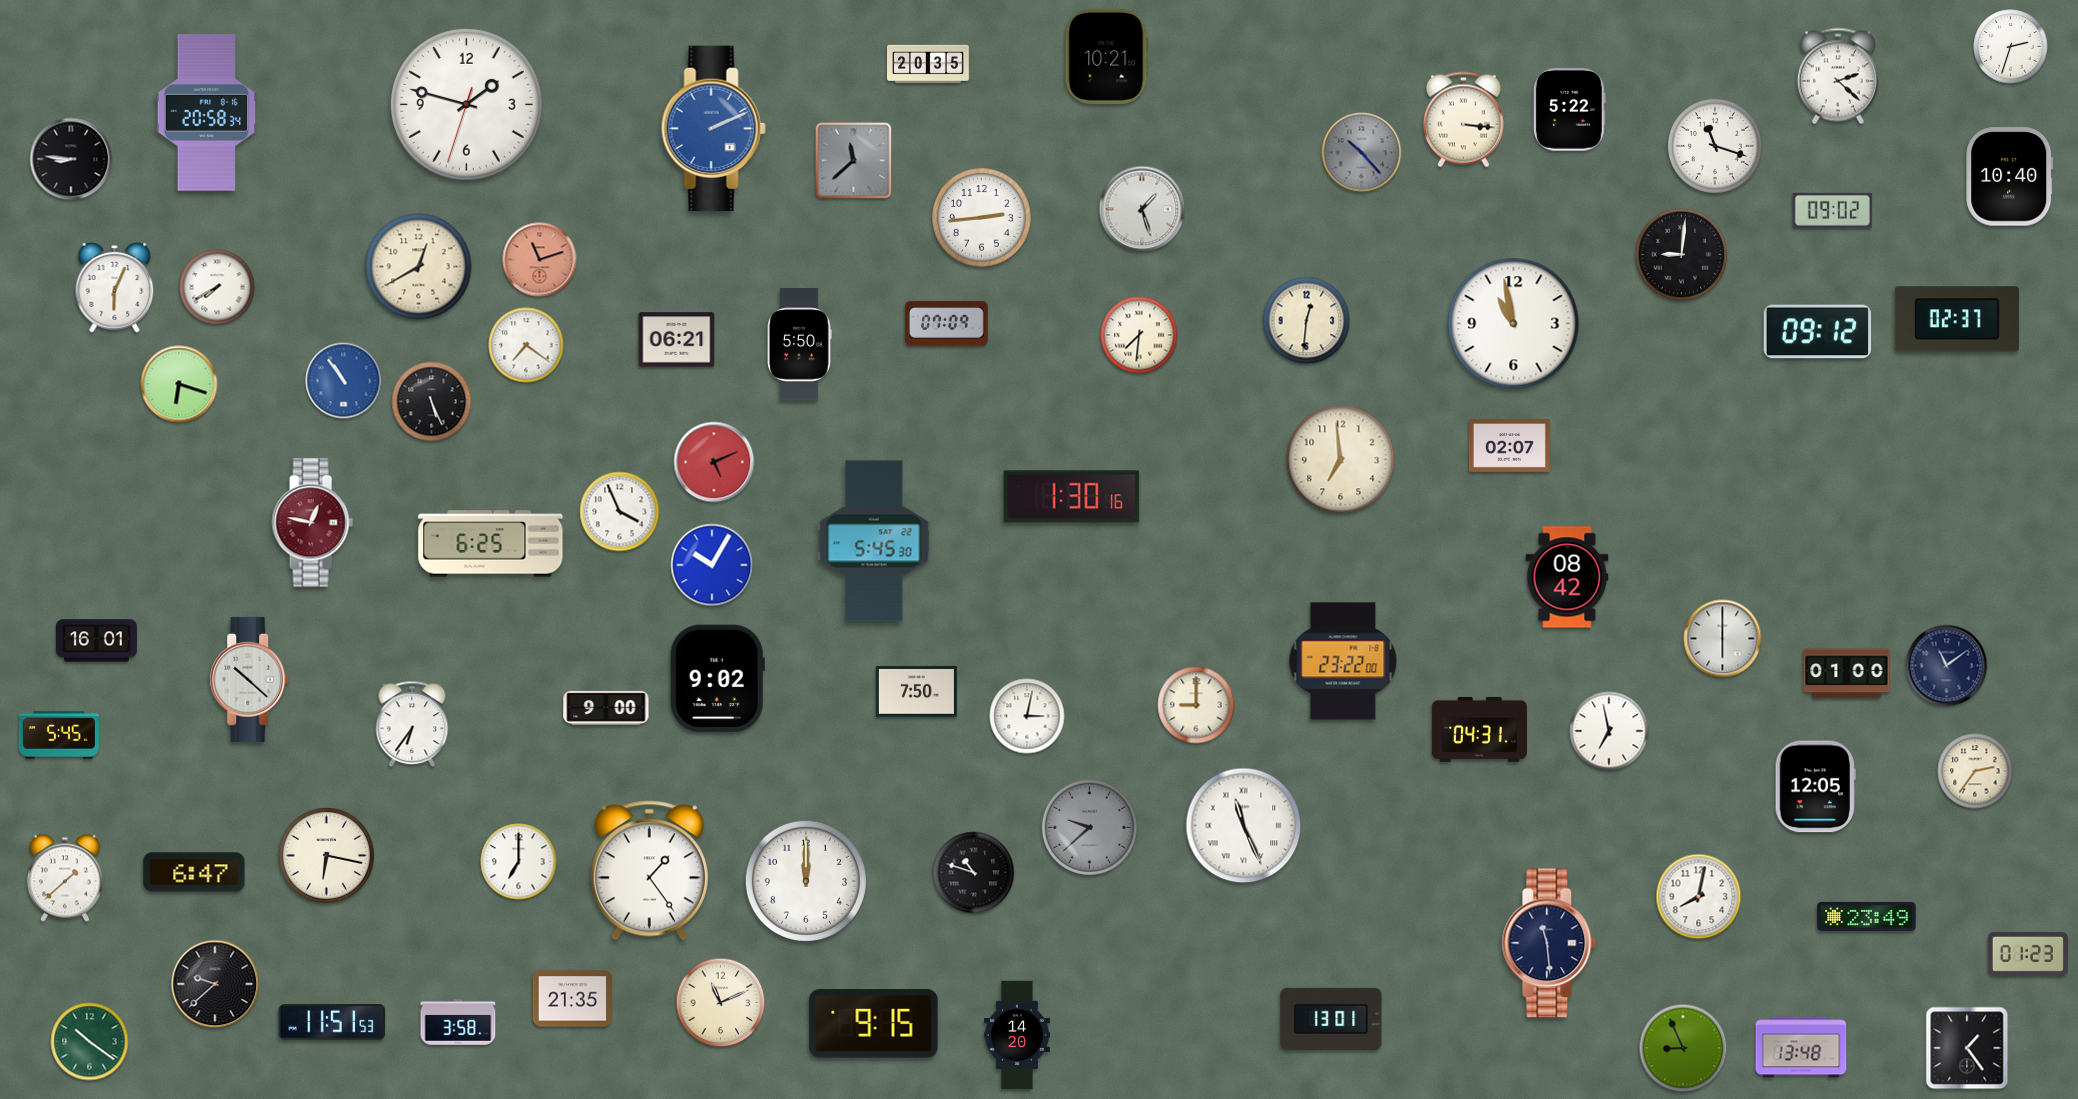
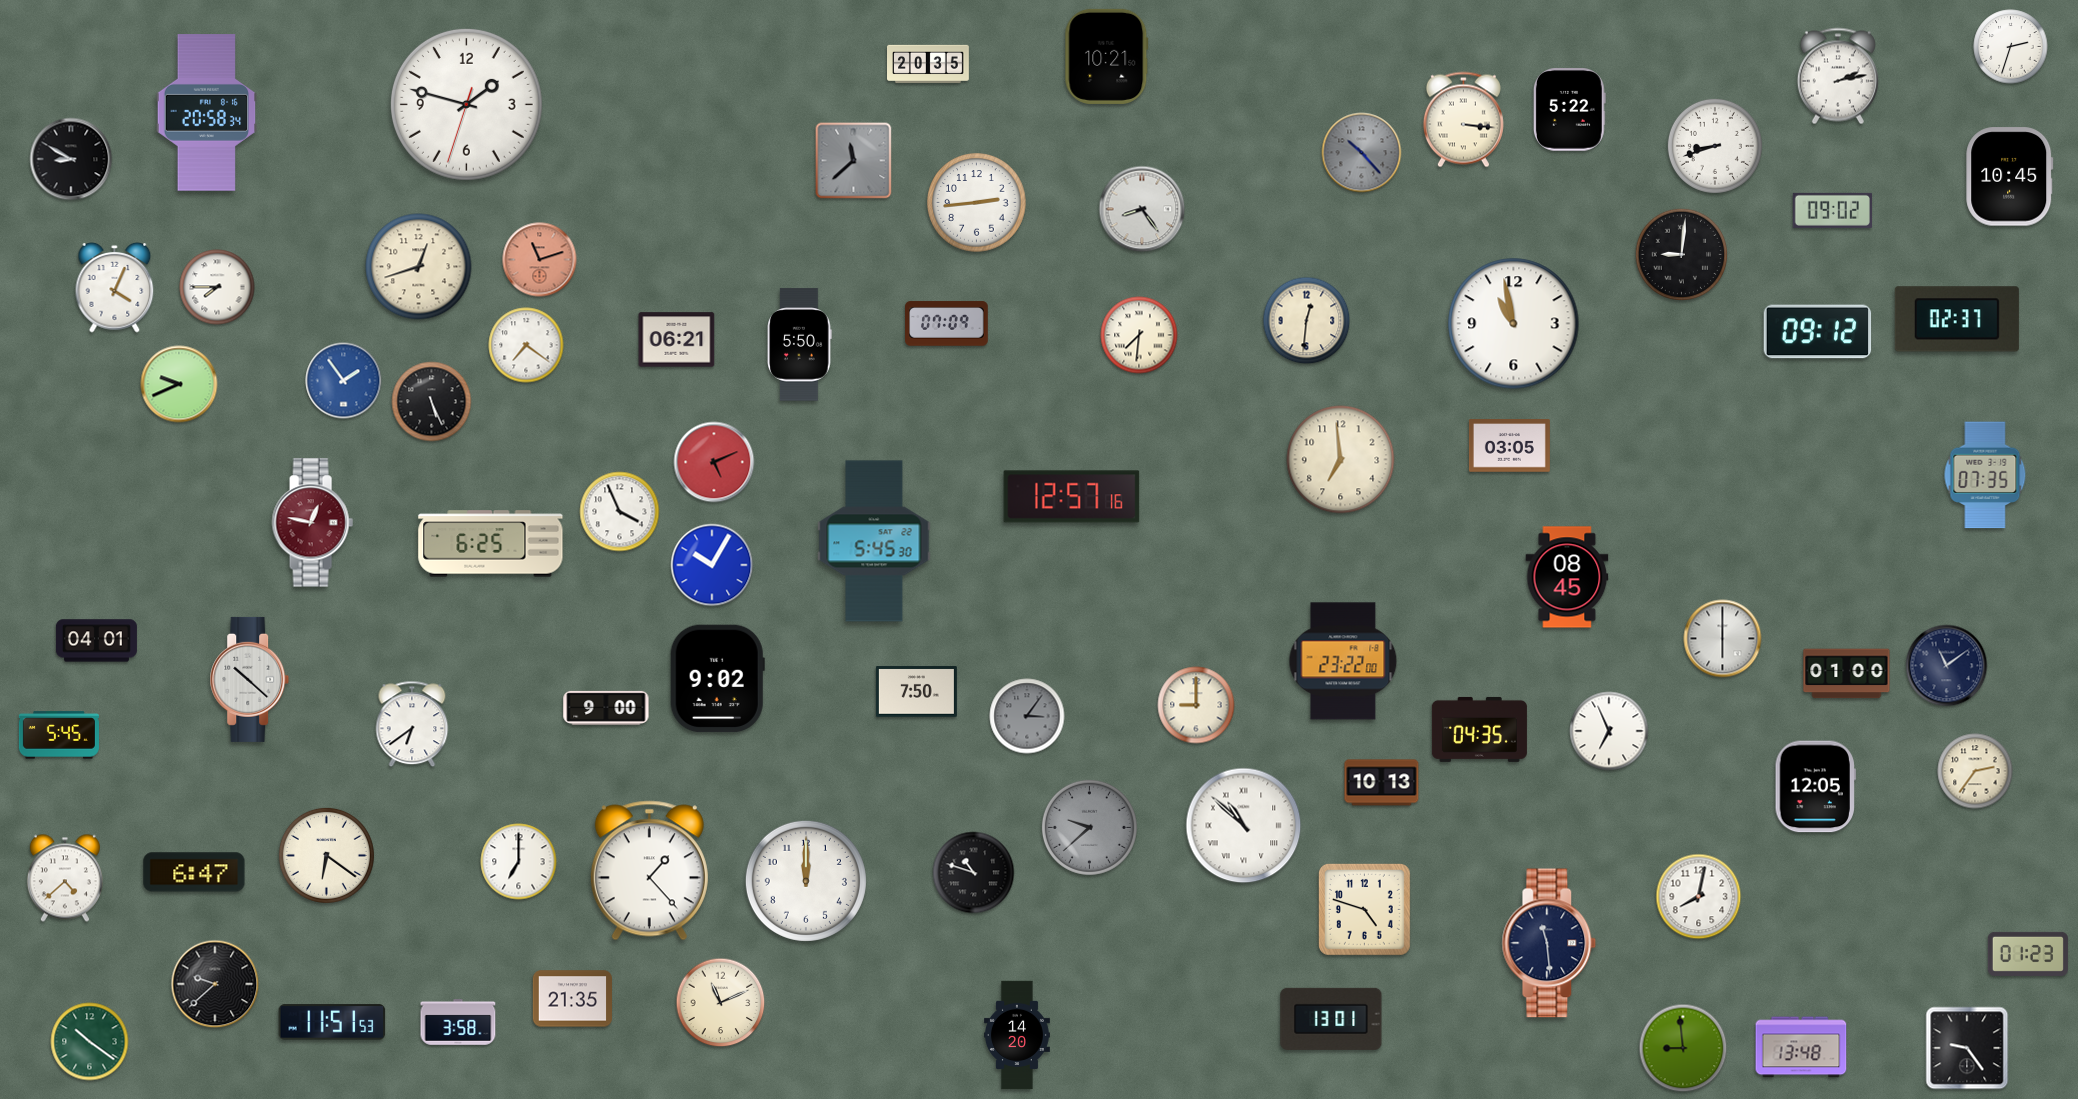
clock at (1838, 76): 2:22 -> 2:13
clock at (713, 129): 2:11 -> none
clock at (1715, 146): 11:18 -> 8:42
clock at (71, 159): 8:46 -> 8:50
clock at (2010, 177): 10:40 -> 10:45
clock at (1142, 209): 1:27 -> 8:24
clock at (982, 218) position: (982, 218) -> (977, 203)
clock at (419, 267): 12:40 -> 12:42
clock at (217, 287): 7:40 -> 7:45
clock at (115, 288): 6:04 -> 4:04
clock at (344, 381): 10:54 -> 1:54
clock at (179, 384): 6:18 -> 9:41
clock at (1509, 446): 02:07 -> 03:05
clock at (1985, 475): none -> 07:35
clock at (1072, 497): 1:30 -> 12:57
clock at (1567, 577): 08:42 -> 08:45
clock at (96, 641): 16:01 -> 04:01
clock at (1027, 716): 3:02 -> 3:06
clock at (1027, 716) dial: white -> grey
clock at (412, 724): 6:36 -> 6:39
clock at (1479, 729): 04:31 -> 04:35
clock at (1609, 731): 6:58 -> 6:56
clock at (1382, 783): none -> 10:13
clock at (1244, 826): 11:26 -> 10:52
clock at (326, 855): 6:17 -> 6:21
clock at (649, 871): 1:24 -> 1:23
clock at (65, 878): 1:38 -> 4:38
clock at (1364, 909): none -> 4:48
clock at (1867, 916): 23:49 -> none
clock at (874, 1024): 9:15 -> none
clock at (1683, 1048): 8:56 -> 8:59
clock at (1967, 1048): 1:24 -> 9:24
